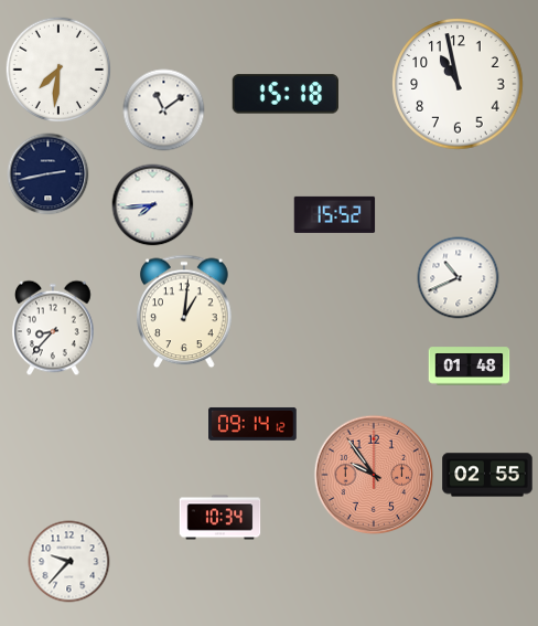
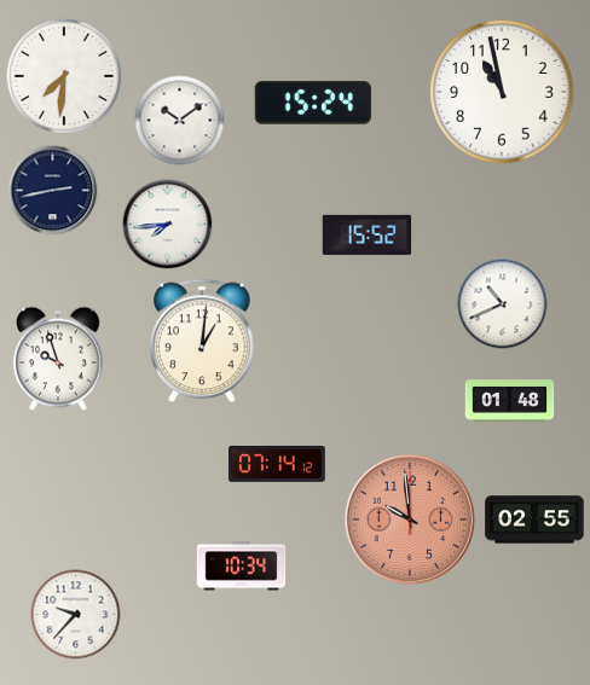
clock at (286, 94): 15:18 -> 15:24
clock at (164, 110): 11:09 -> 10:09
clock at (53, 328): 8:37 -> 9:57
clock at (470, 367) position: (470, 367) -> (510, 401)
clock at (252, 424): 09:14 -> 07:14
clock at (374, 475): 9:54 -> 9:59
